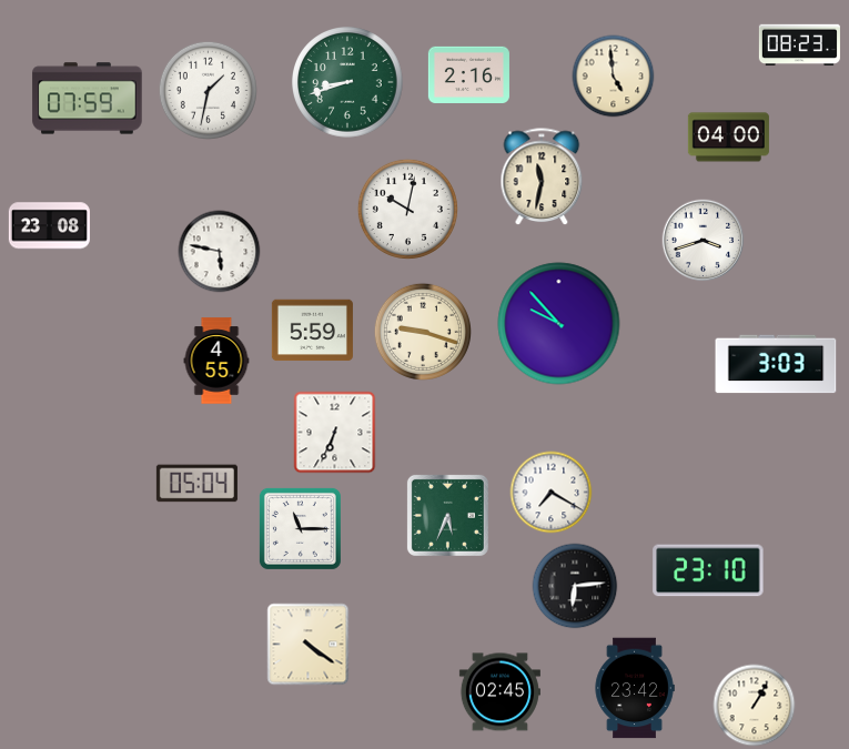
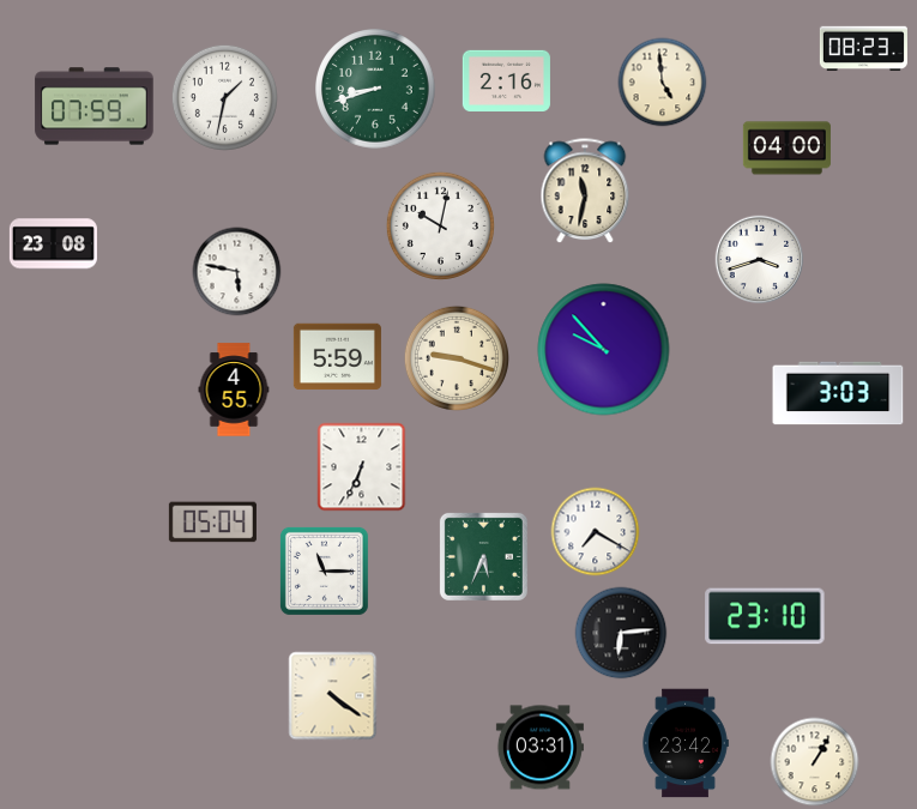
clock at (499, 692): 02:45 -> 03:31
